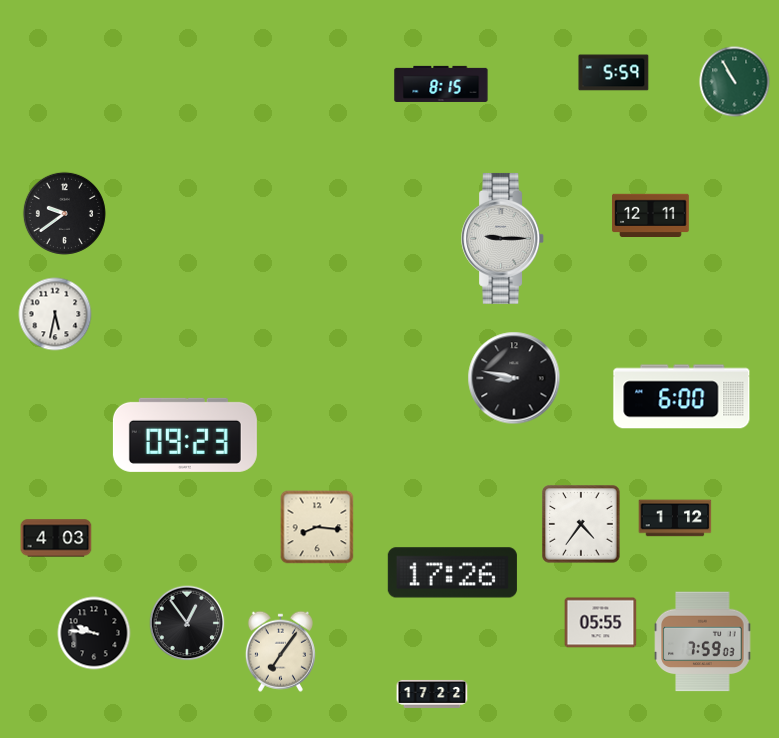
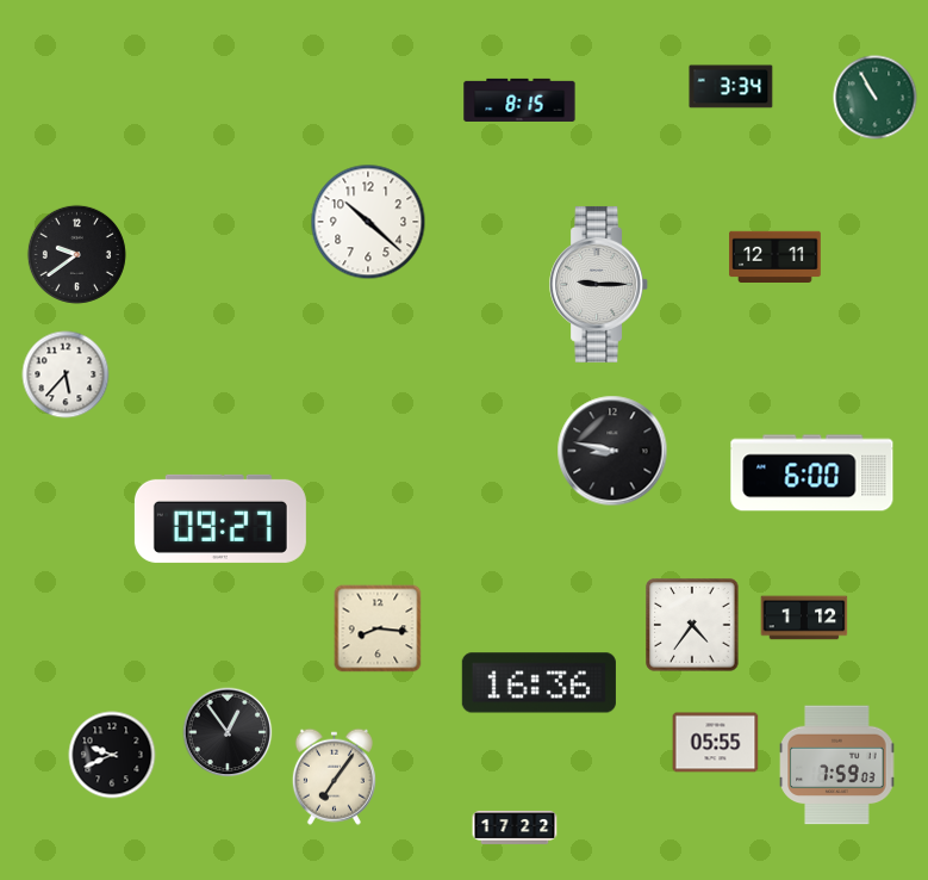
clock at (614, 73): 5:59 -> 3:34
clock at (441, 84) position: (441, 84) -> (519, 100)
clock at (368, 222): none -> 10:22
clock at (55, 314): 5:32 -> 5:37
clock at (185, 435): 09:23 -> 09:27
clock at (56, 538): 4:03 -> none
clock at (452, 573): 17:26 -> 16:36
clock at (187, 623) position: (187, 623) -> (228, 732)
clock at (94, 633): 9:46 -> 9:41
